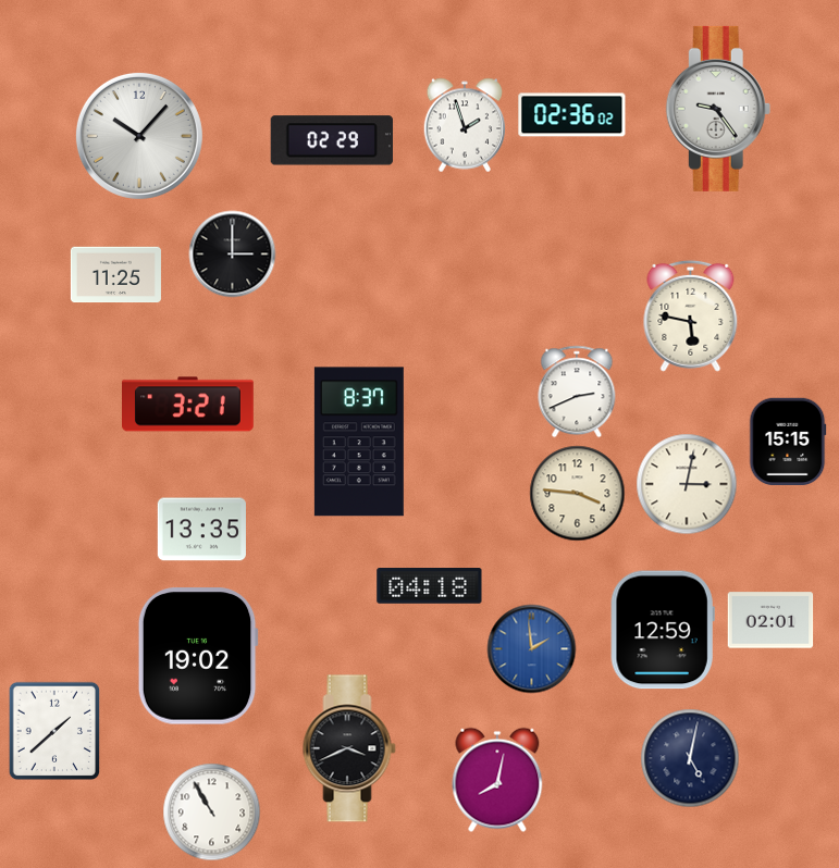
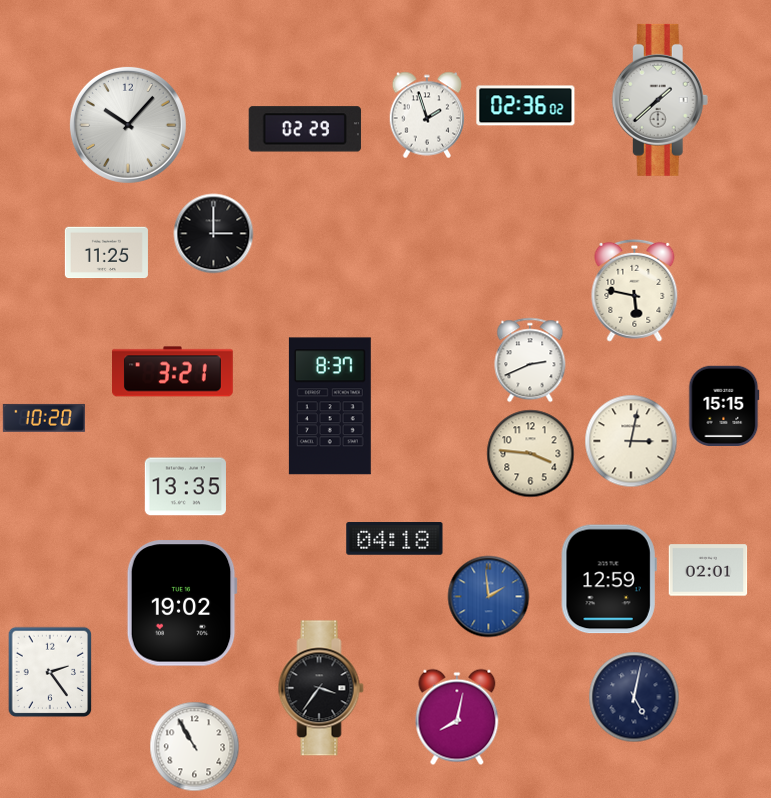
clock at (718, 109): 9:24 -> 1:38
clock at (44, 418): none -> 10:20
clock at (687, 484) position: (687, 484) -> (631, 441)
clock at (54, 731): 1:38 -> 2:24
clock at (349, 748): 3:41 -> 3:36
